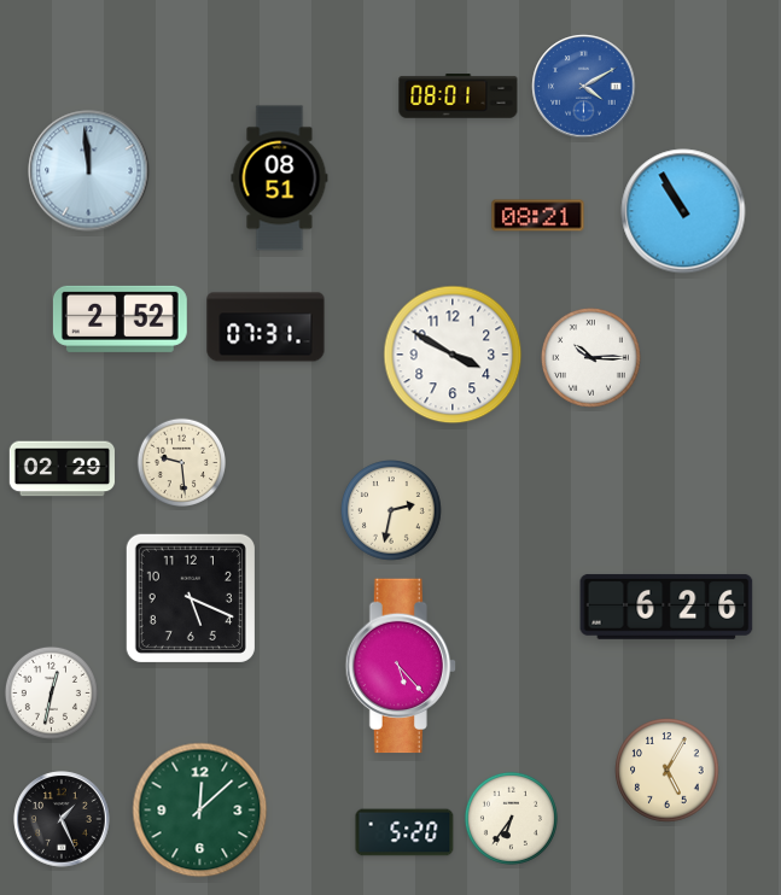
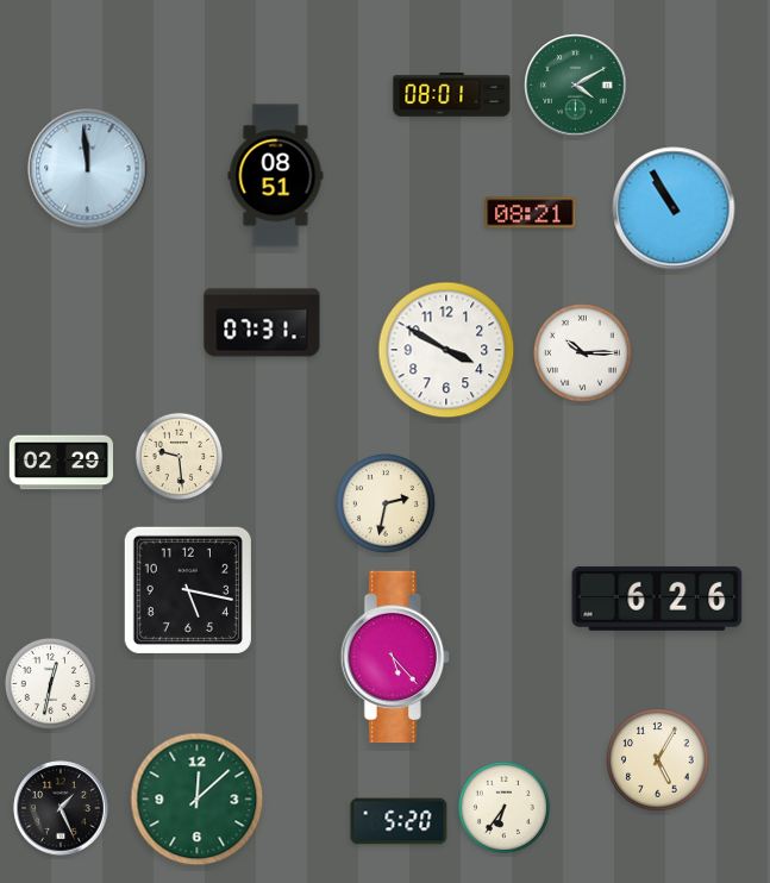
clock at (584, 87) dial: blue -> green
clock at (120, 318): 2:52 -> none
clock at (191, 598): 5:19 -> 5:17
